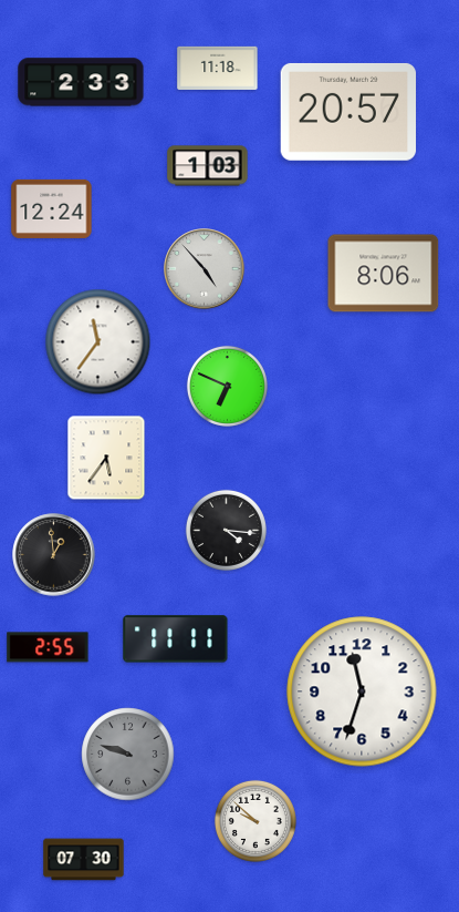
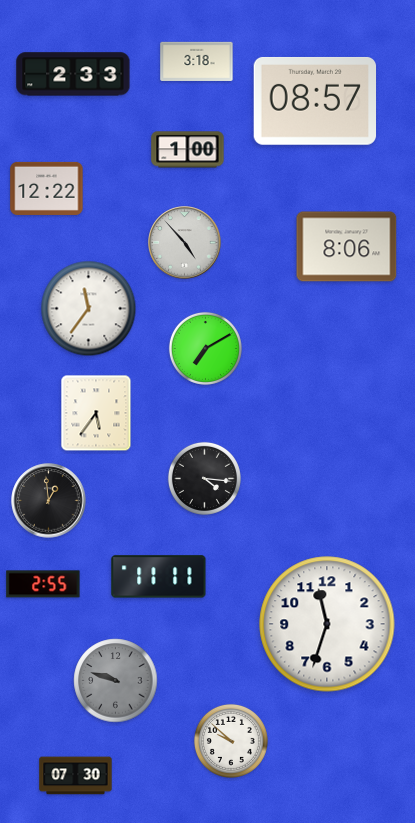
clock at (218, 68): 11:18 -> 3:18
clock at (348, 112): 20:57 -> 08:57
clock at (208, 166): 1:03 -> 1:00
clock at (52, 208): 12:24 -> 12:22
clock at (227, 386): 6:49 -> 7:10
